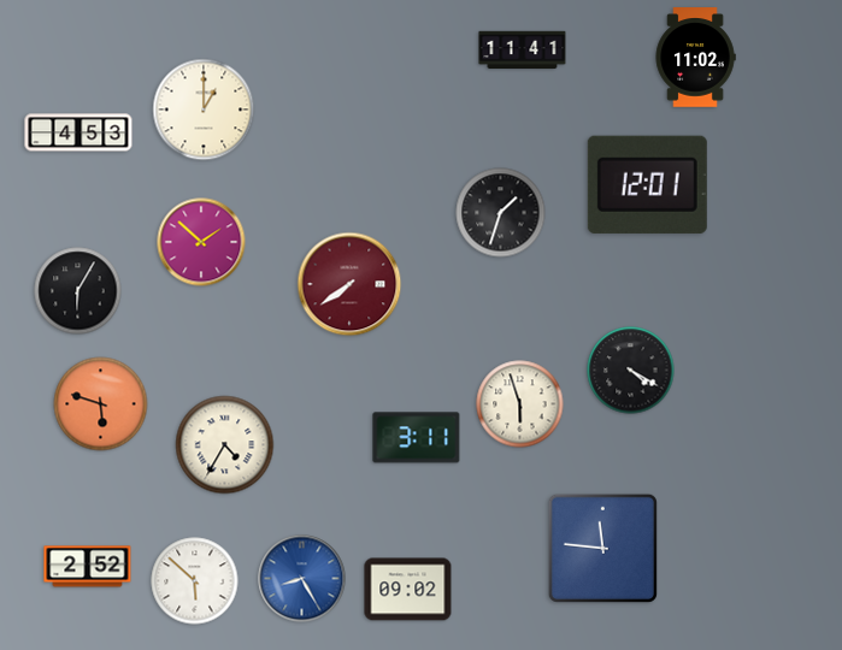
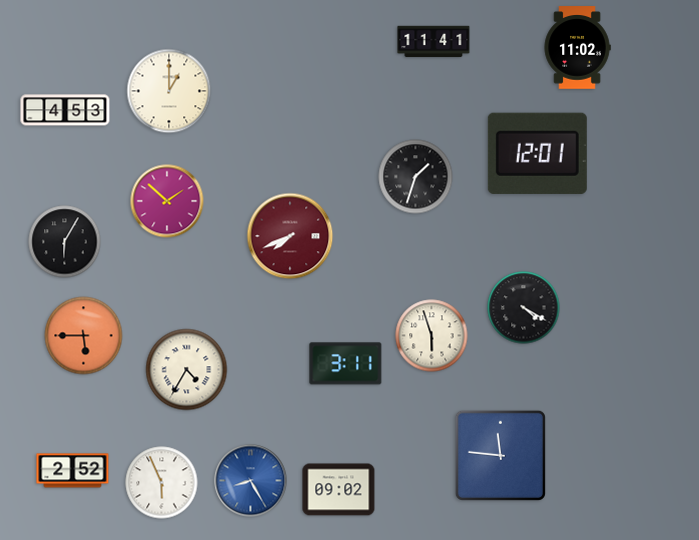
clock at (349, 284): 7:39 -> 7:41
clock at (101, 404): 5:48 -> 5:45
clock at (195, 581): 5:52 -> 5:56
